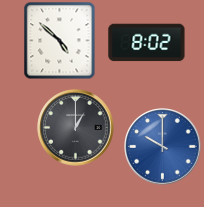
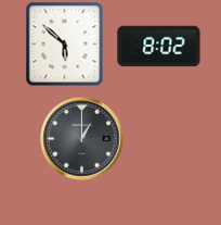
clock at (60, 40): 4:52 -> 5:52
clock at (163, 147): 10:00 -> none
